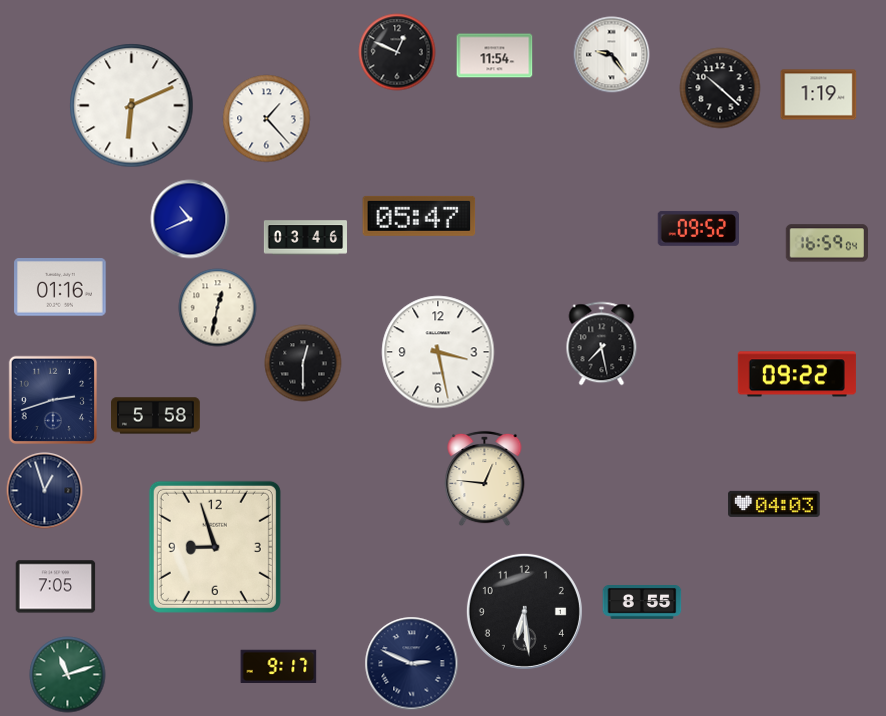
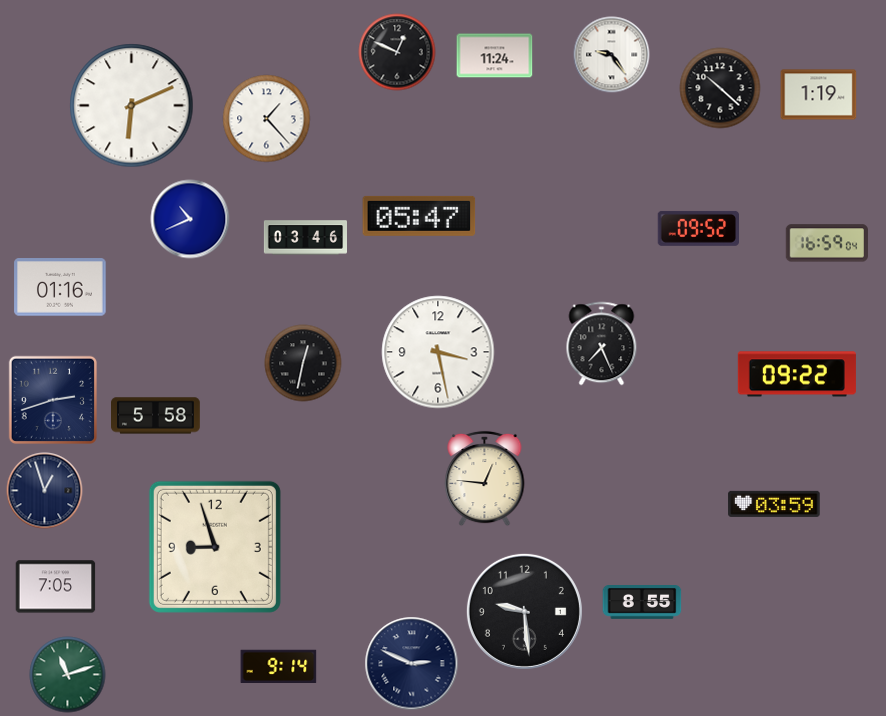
clock at (495, 56): 11:54 -> 11:24
clock at (218, 308): 12:32 -> none
clock at (602, 344): 7:28 -> 7:26
clock at (303, 363): 12:30 -> 12:32
clock at (774, 504): 04:03 -> 03:59
clock at (524, 611): 6:29 -> 9:29
clock at (279, 666): 9:17 -> 9:14
